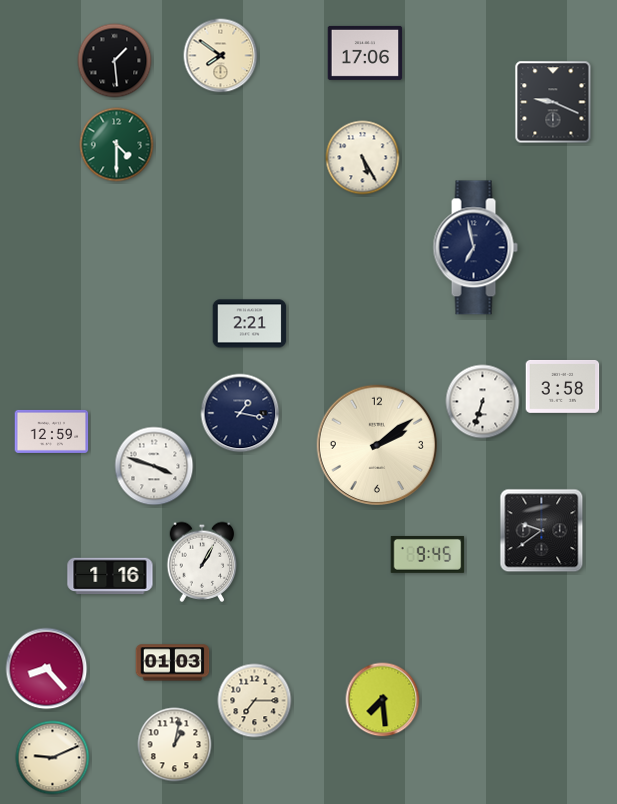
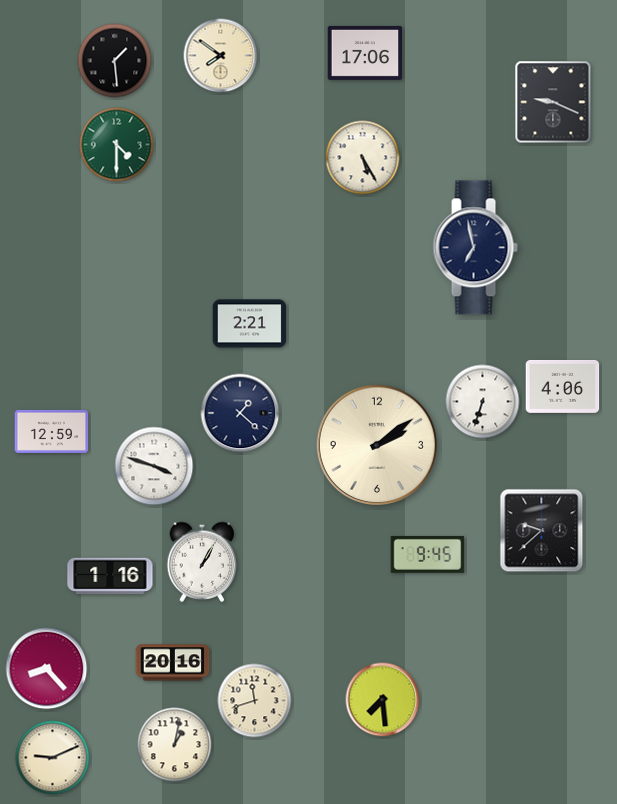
clock at (563, 386): 3:58 -> 4:06
clock at (240, 413): 1:17 -> 1:22
clock at (542, 531): 9:39 -> 9:38
clock at (173, 663): 01:03 -> 20:16
clock at (255, 701): 7:15 -> 11:42
